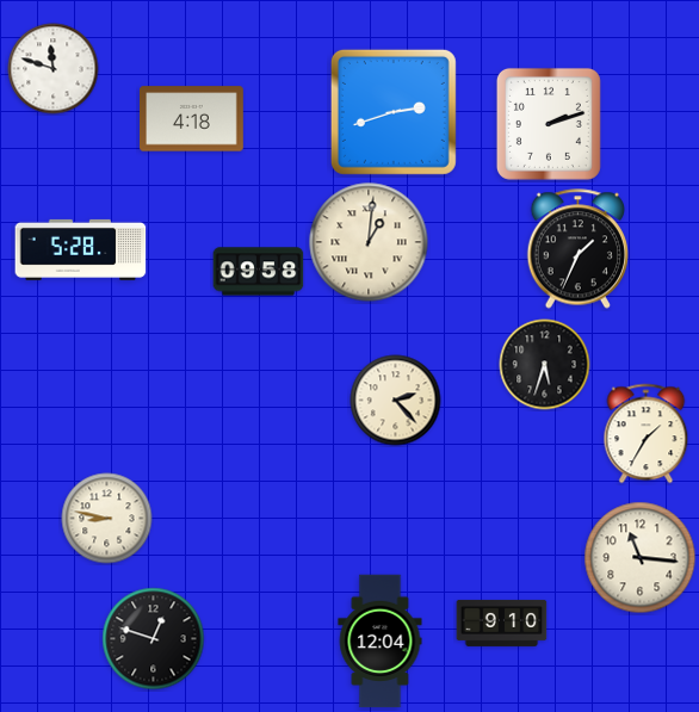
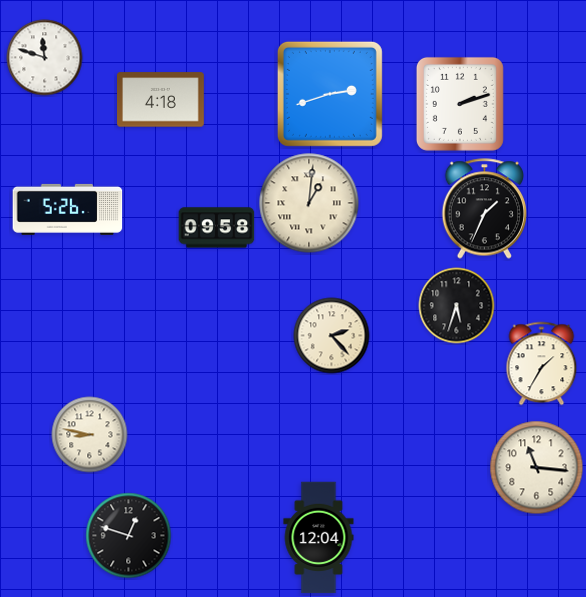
clock at (81, 249): 5:28 -> 5:26
clock at (502, 623): 9:10 -> none
